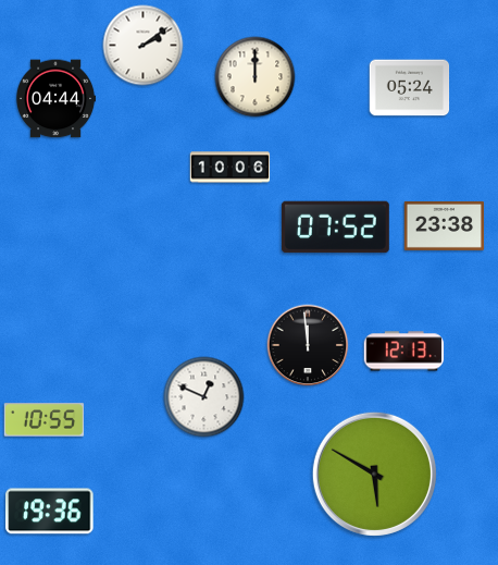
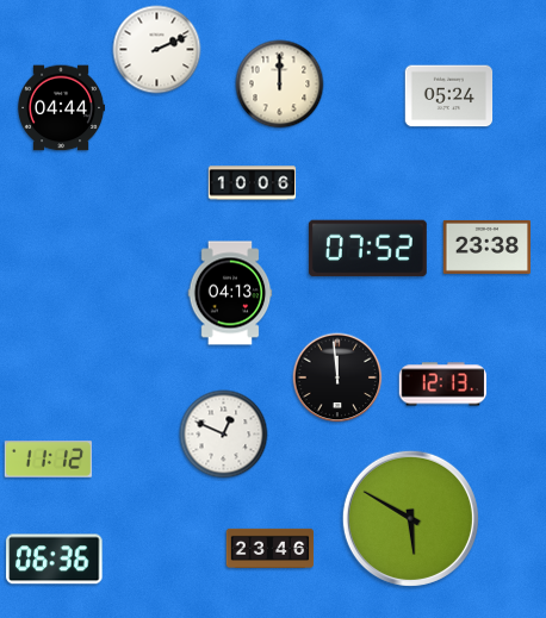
clock at (144, 46): 2:09 -> 2:11
clock at (230, 293): none -> 04:13
clock at (45, 420): 10:55 -> 11:12
clock at (271, 548): none -> 23:46
clock at (50, 512): 19:36 -> 06:36
